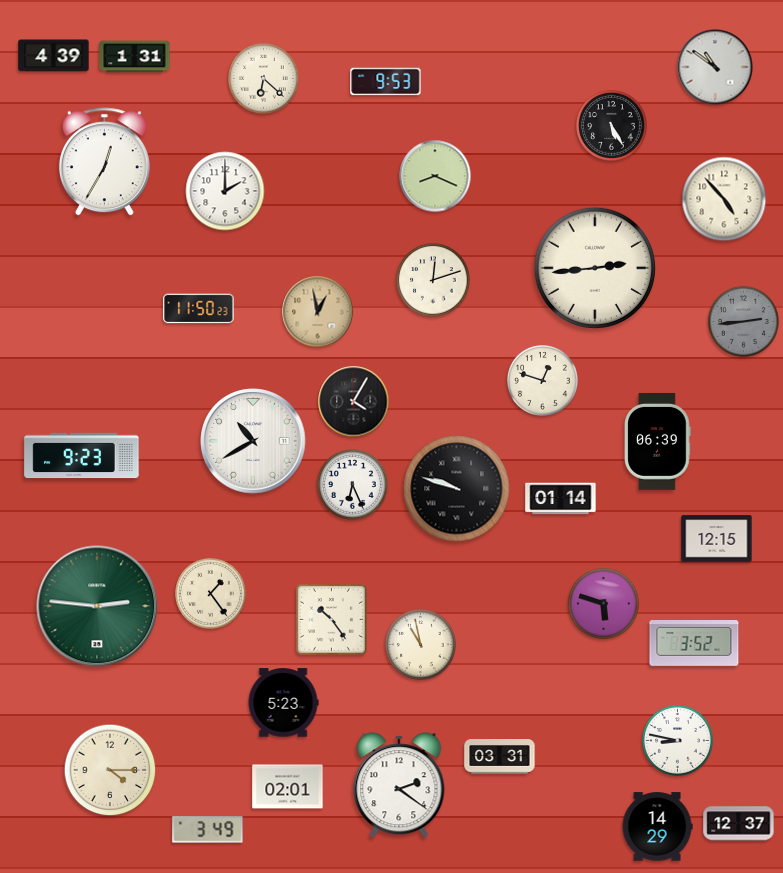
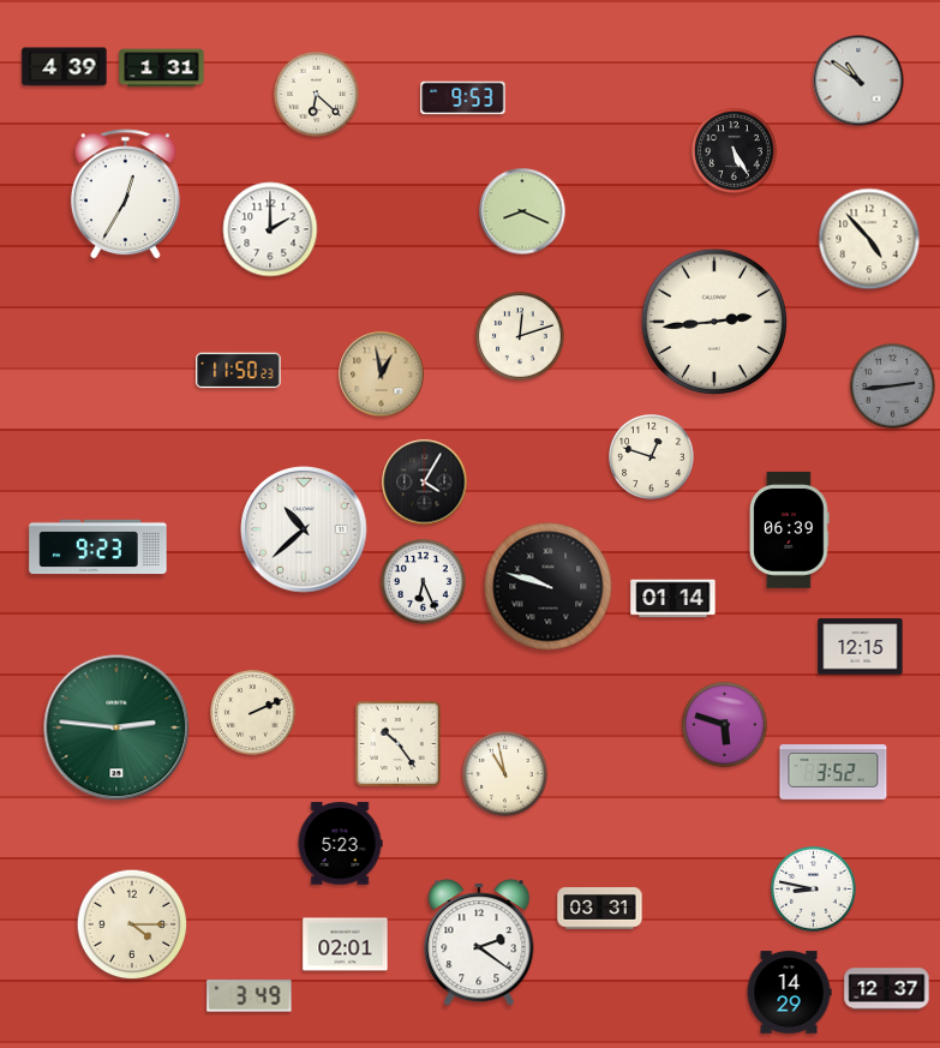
clock at (253, 441): 10:40 -> 10:38
clock at (211, 594): 1:24 -> 2:11
